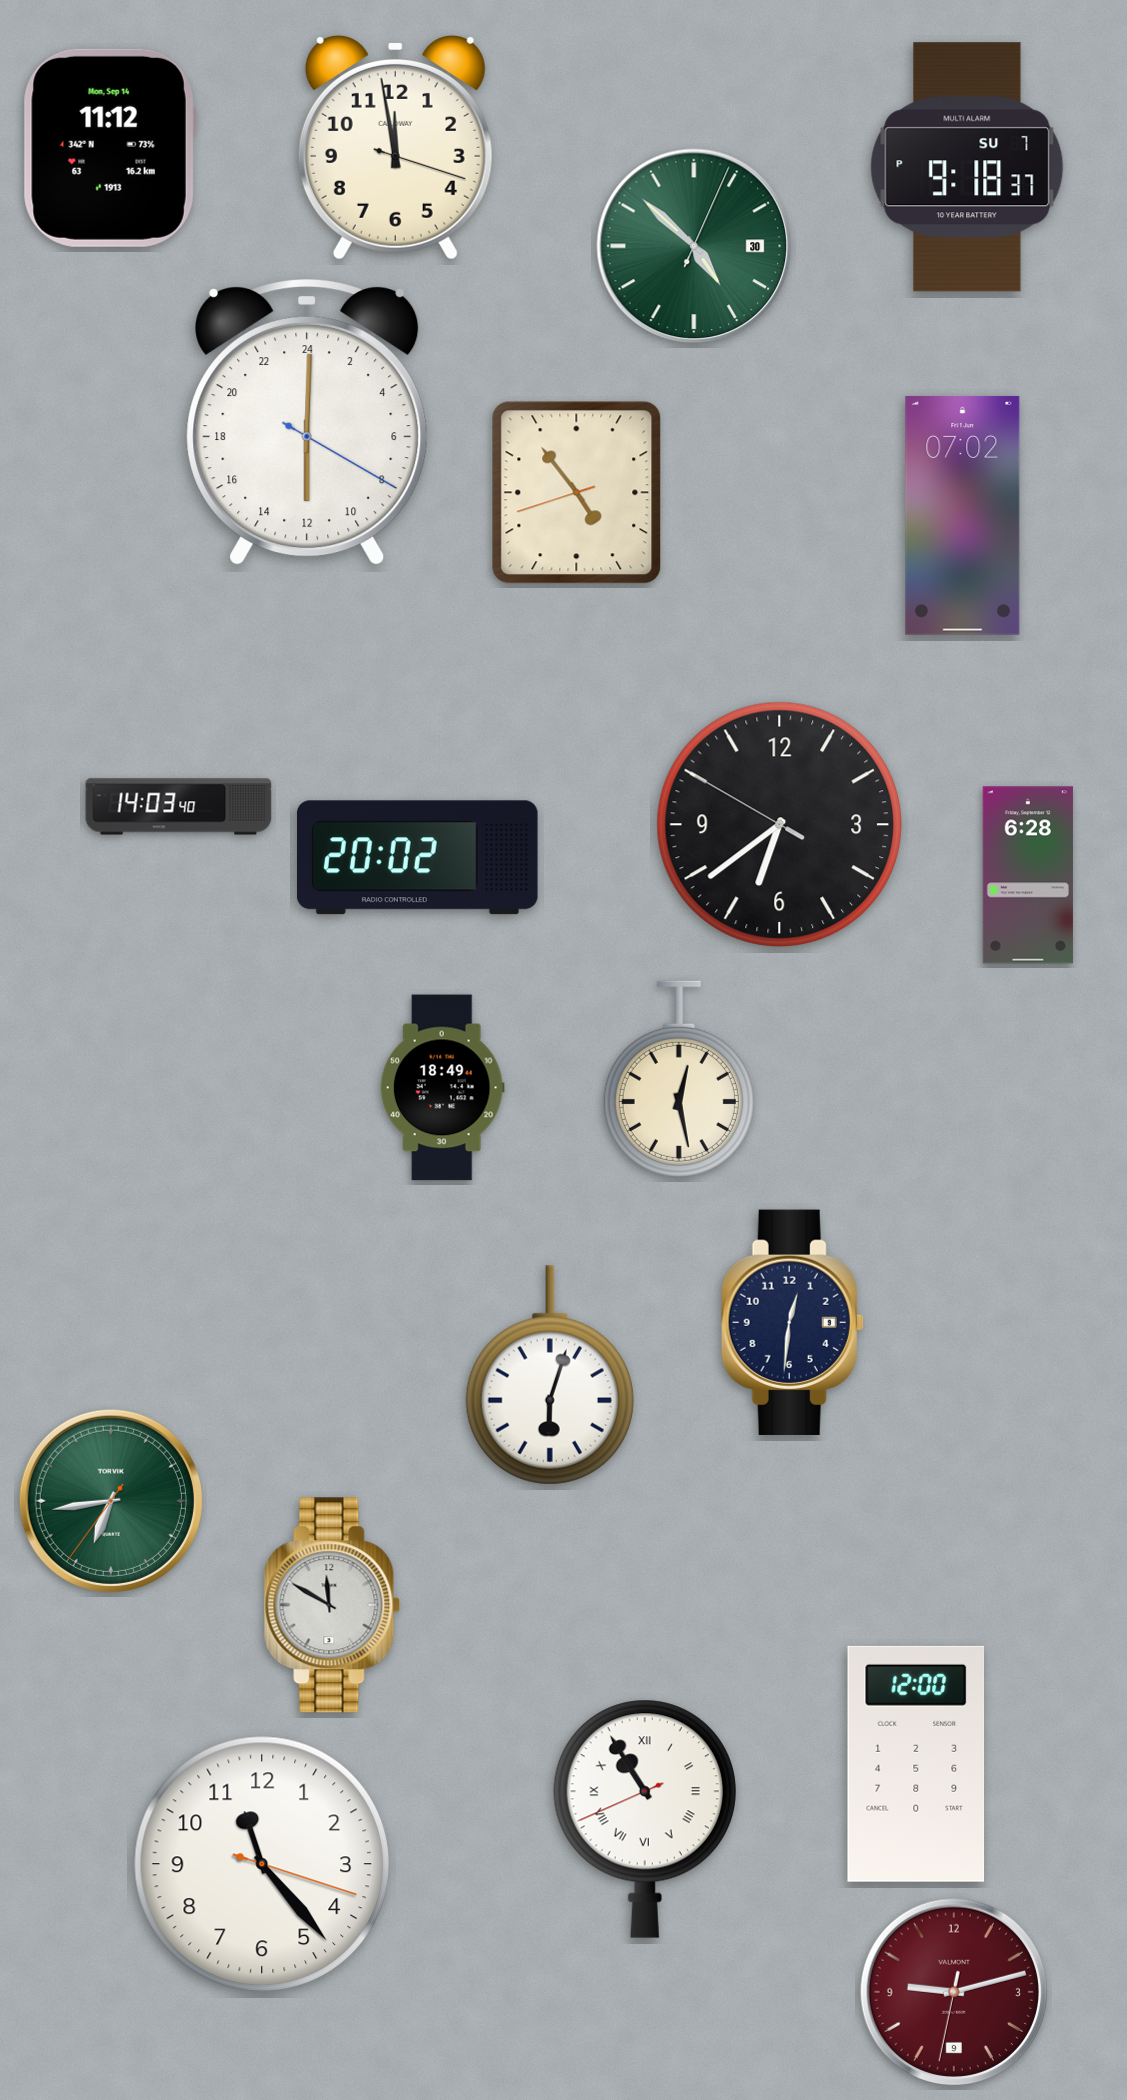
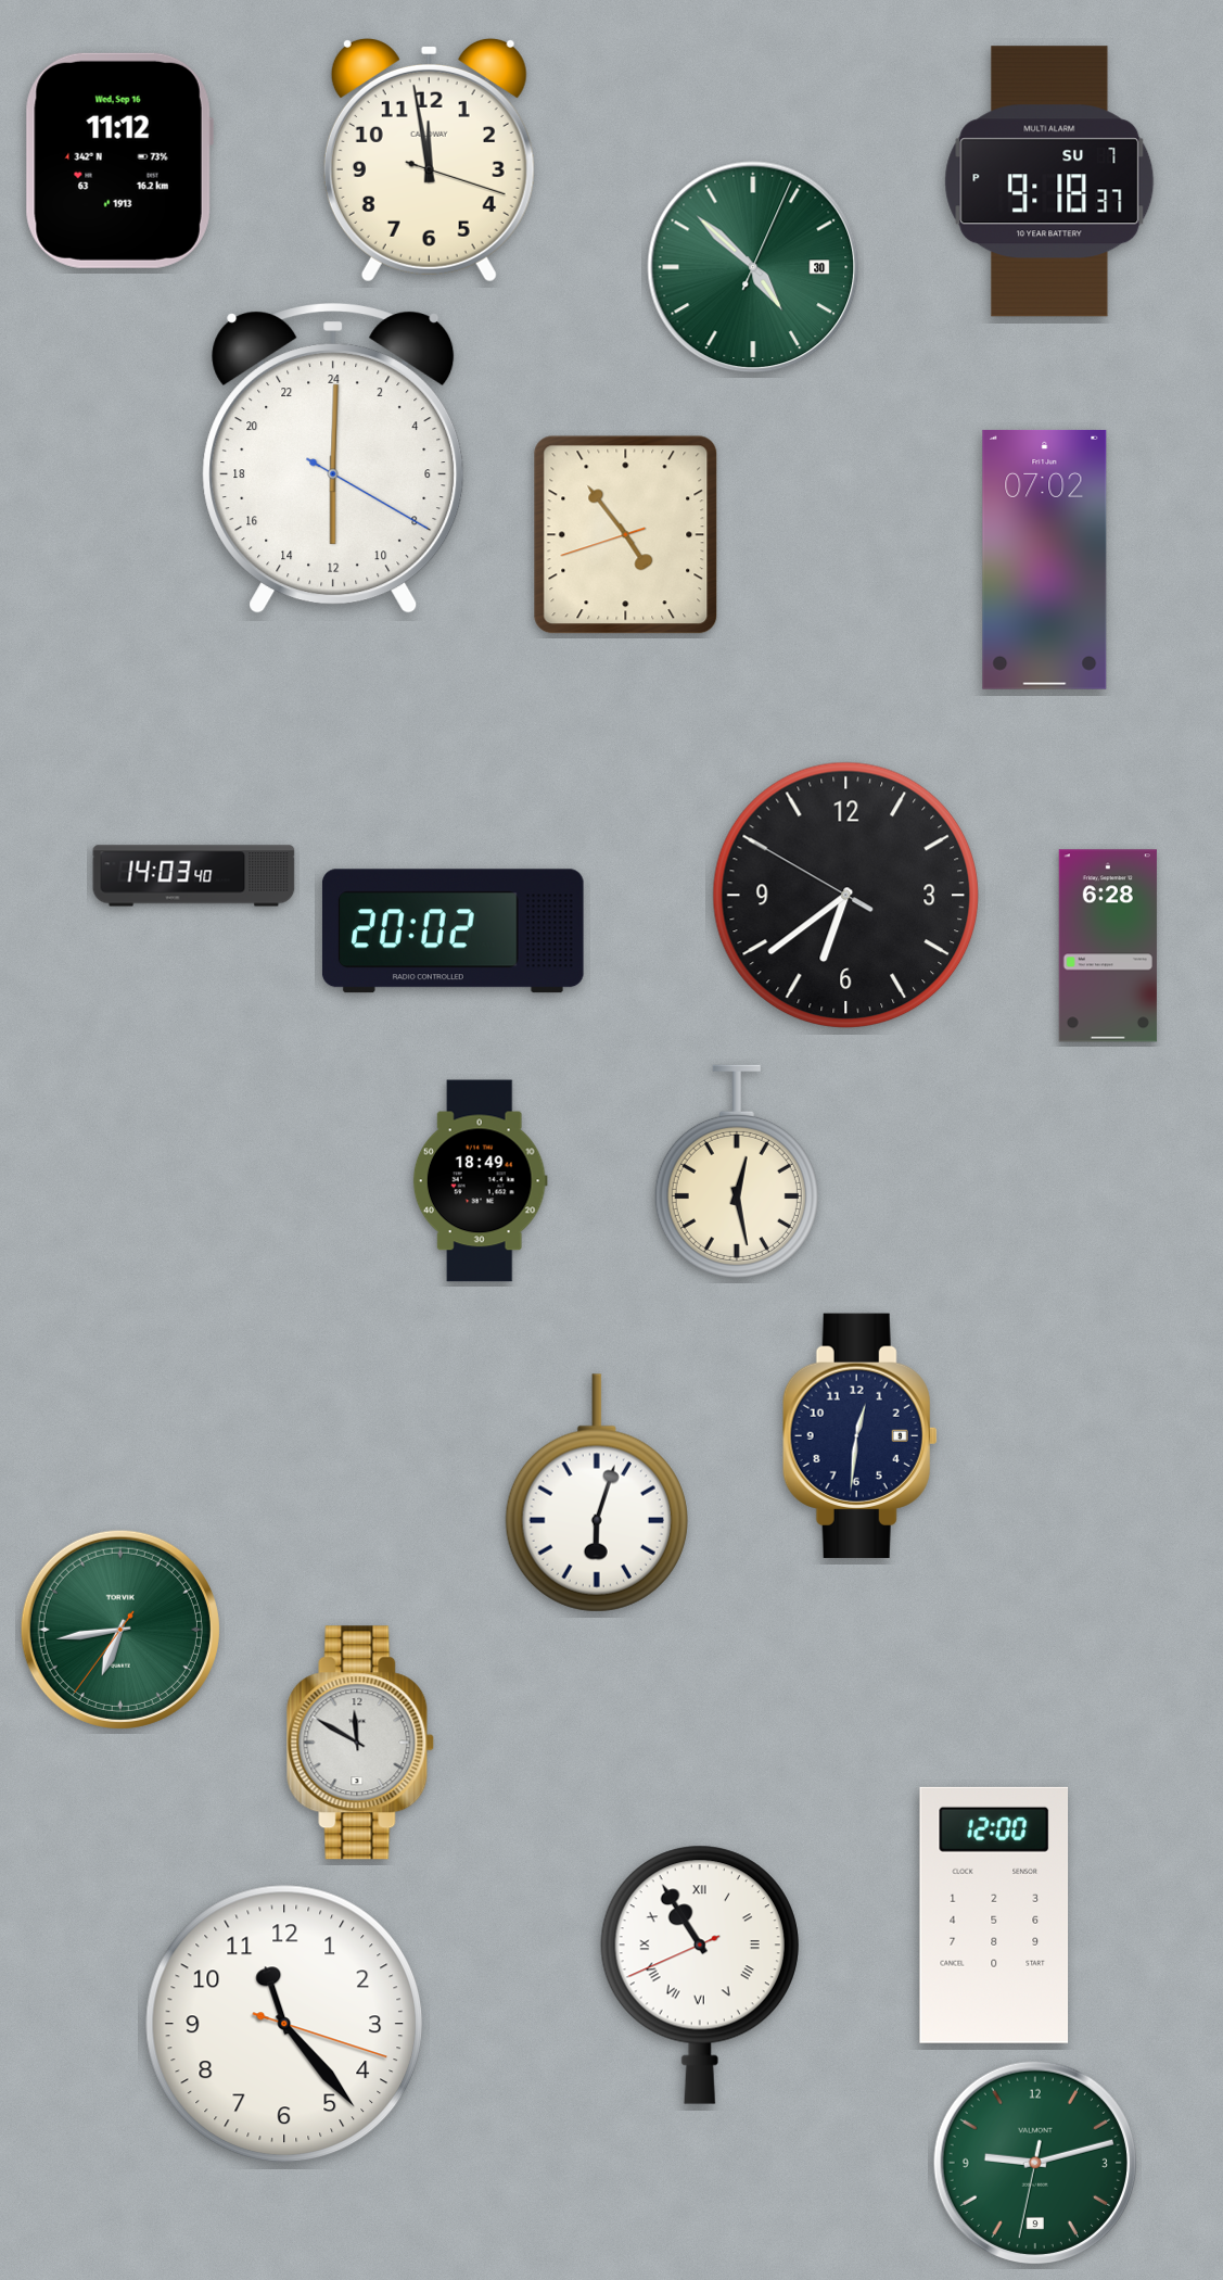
clock at (110, 148) date: Mon, Sep 14 -> Wed, Sep 16
clock at (1028, 875) position: (1028, 875) -> (1108, 946)
clock at (954, 1992) dial: burgundy -> green
